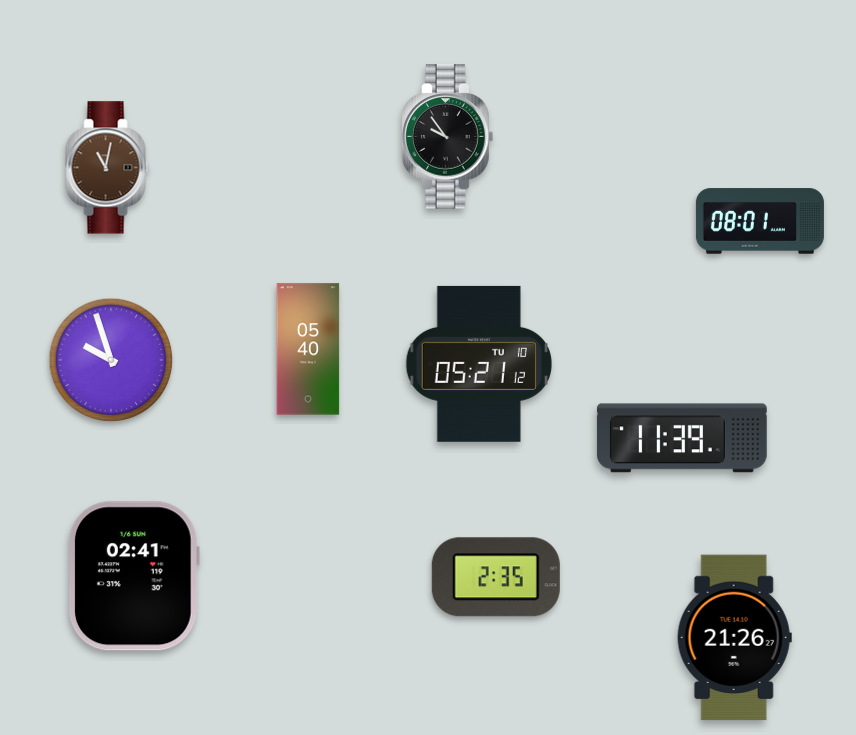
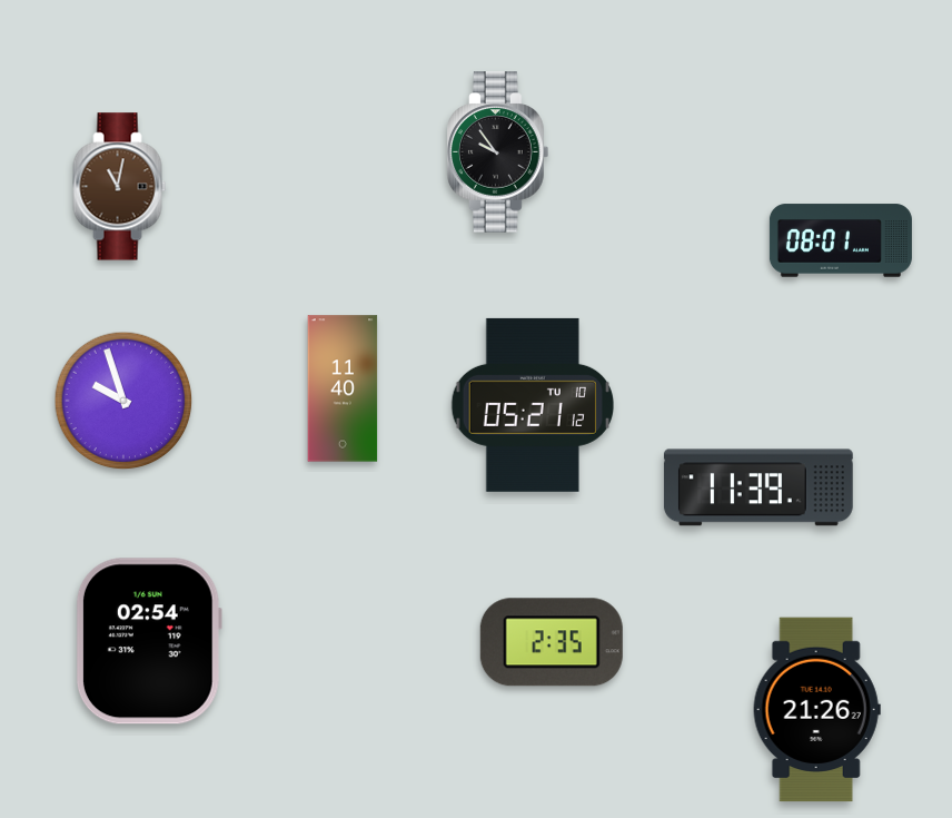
clock at (760, 221) position: (760, 221) -> (841, 240)
clock at (308, 349): 05:40 -> 11:40
clock at (134, 576): 02:41 -> 02:54
